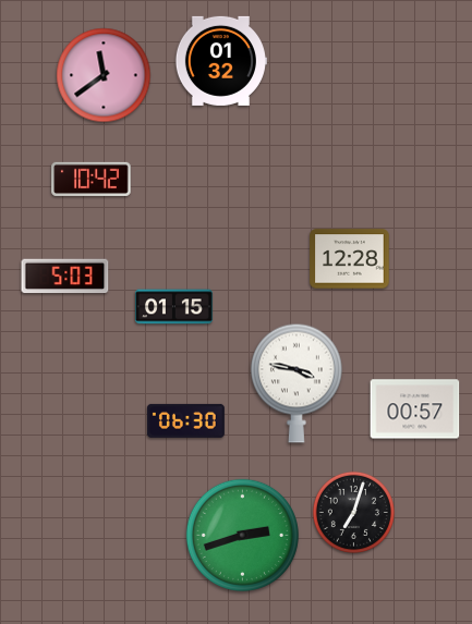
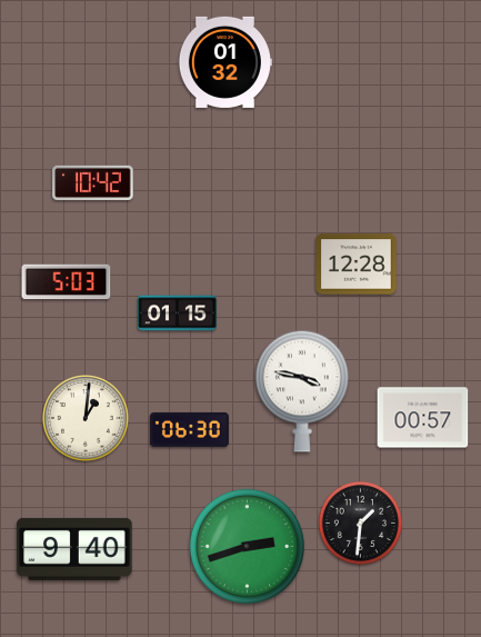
clock at (104, 75): 11:39 -> none
clock at (86, 418): none -> 1:01
clock at (353, 512): 7:03 -> 1:31
clock at (74, 549): none -> 9:40
